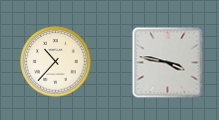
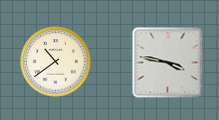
clock at (56, 62): 10:37 -> 10:39
